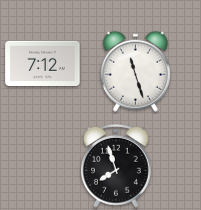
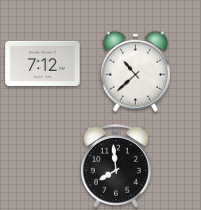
clock at (135, 71): 11:27 -> 10:38
clock at (117, 166): 7:57 -> 7:59
